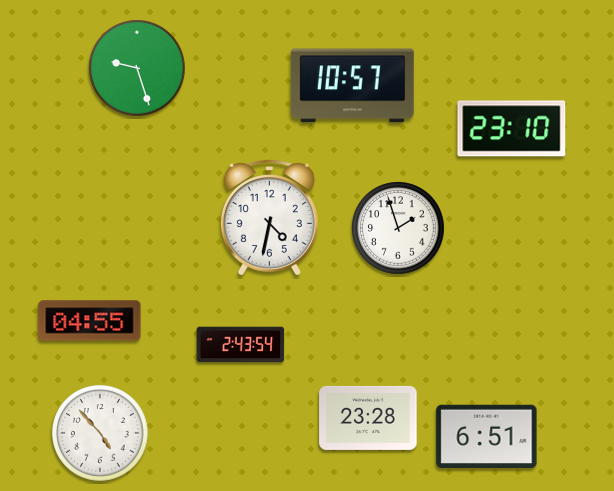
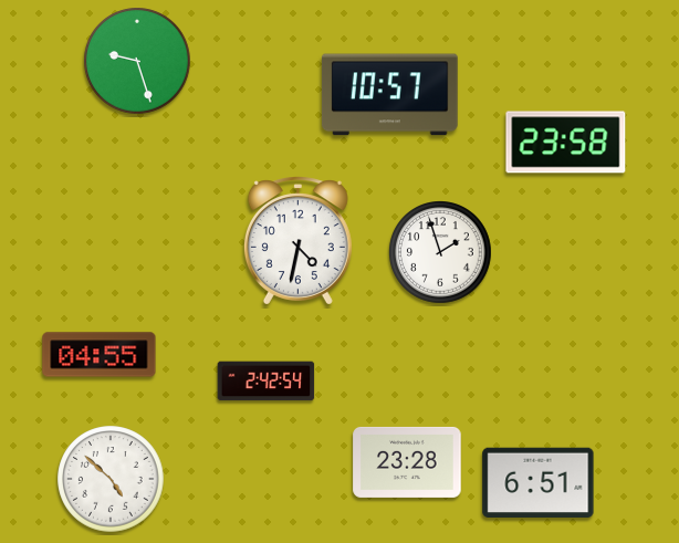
clock at (137, 68) position: (137, 68) -> (137, 61)
clock at (512, 129): 23:10 -> 23:58
clock at (241, 345): 2:43 -> 2:42
clock at (100, 433): 4:53 -> 4:52
